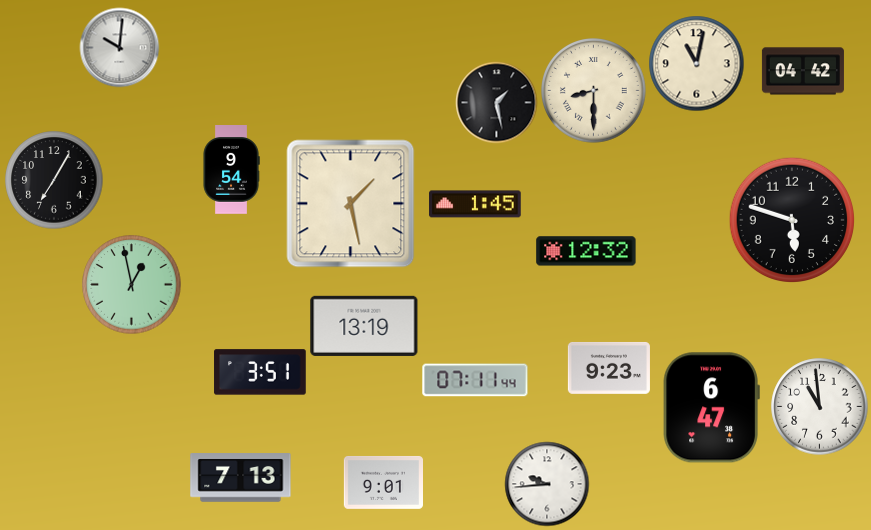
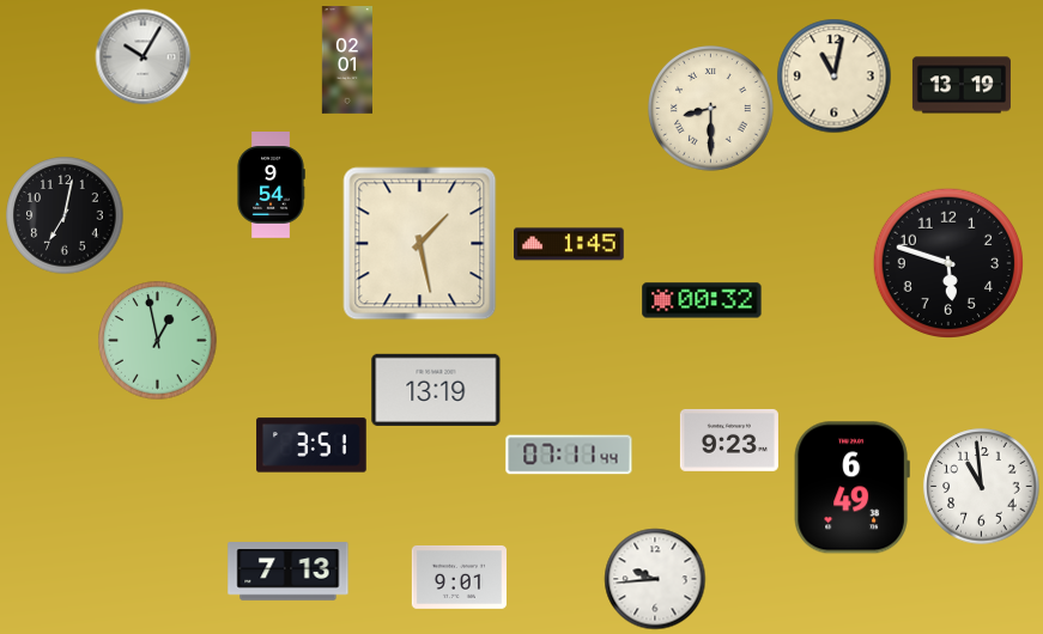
clock at (119, 47): 10:01 -> 10:05
clock at (346, 60): none -> 02:01
clock at (803, 71): 04:42 -> 13:19
clock at (496, 102): 1:28 -> none
clock at (231, 170) position: (231, 170) -> (271, 185)
clock at (54, 180): 7:05 -> 7:02
clock at (586, 251): 12:32 -> 00:32
clock at (711, 408): 6:47 -> 6:49
